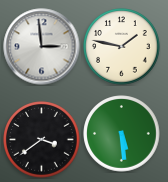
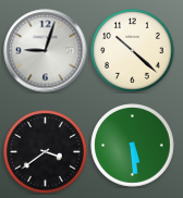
clock at (42, 47): 2:59 -> 9:03
clock at (122, 47): 1:47 -> 10:22
